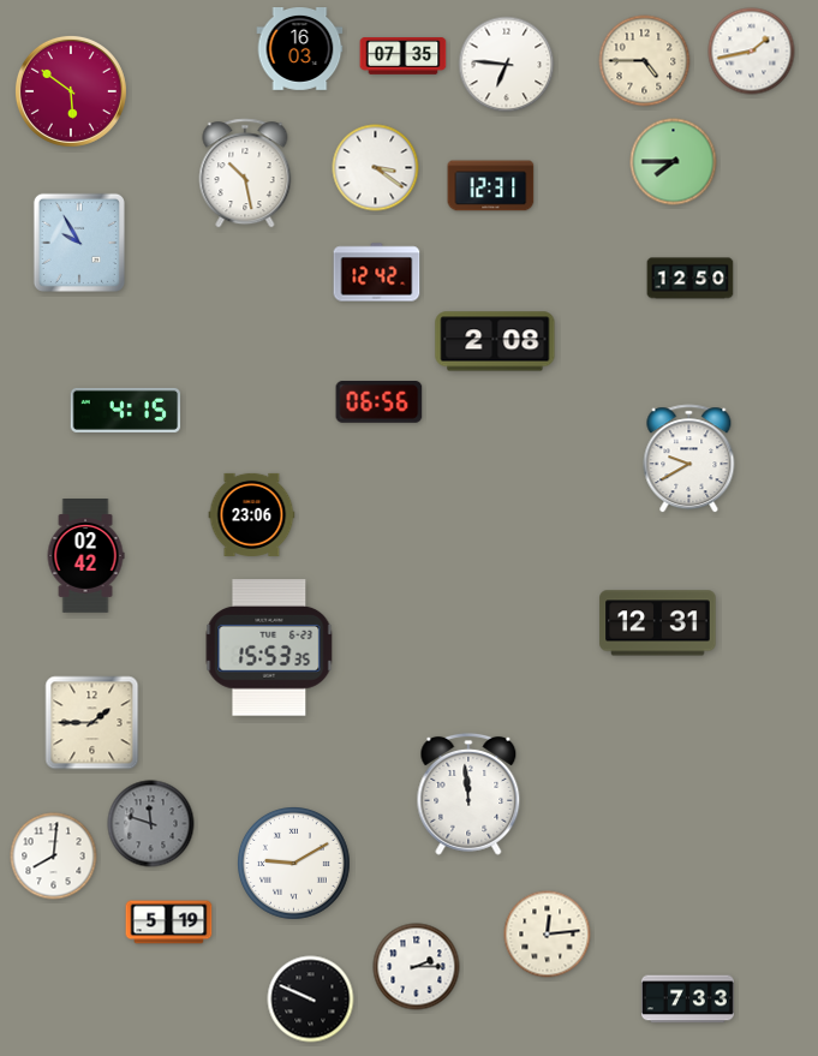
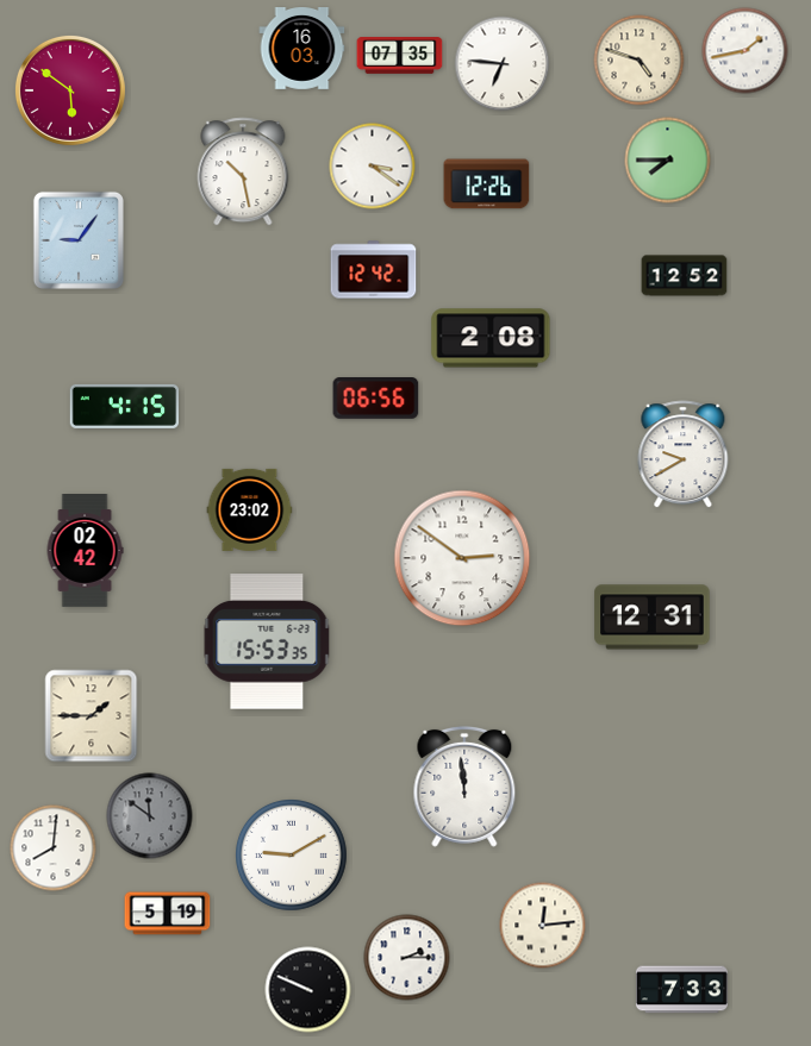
clock at (300, 49) position: (300, 49) -> (302, 49)
clock at (645, 61): 4:45 -> 4:48
clock at (491, 186): 12:31 -> 12:26
clock at (79, 243): 9:55 -> 9:06
clock at (691, 279): 12:50 -> 12:52
clock at (252, 514): 23:06 -> 23:02
clock at (462, 558): none -> 2:51
clock at (151, 824): 11:48 -> 11:51
clock at (417, 967) position: (417, 967) -> (407, 958)
